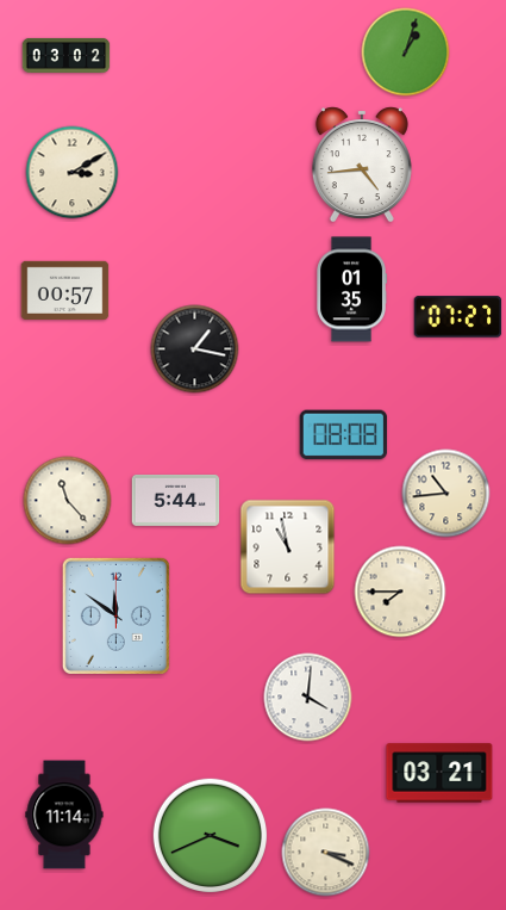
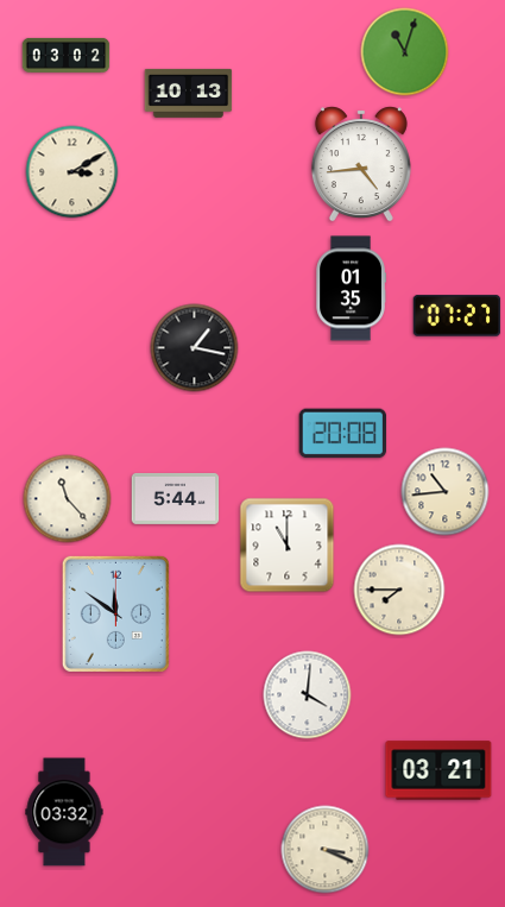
clock at (406, 52): 1:03 -> 11:03
clock at (189, 93): none -> 10:13
clock at (65, 290): 00:57 -> none
clock at (344, 435): 08:08 -> 20:08
clock at (288, 547): 10:58 -> 11:00
clock at (64, 815): 11:14 -> 03:32
clock at (211, 836): 3:41 -> none
